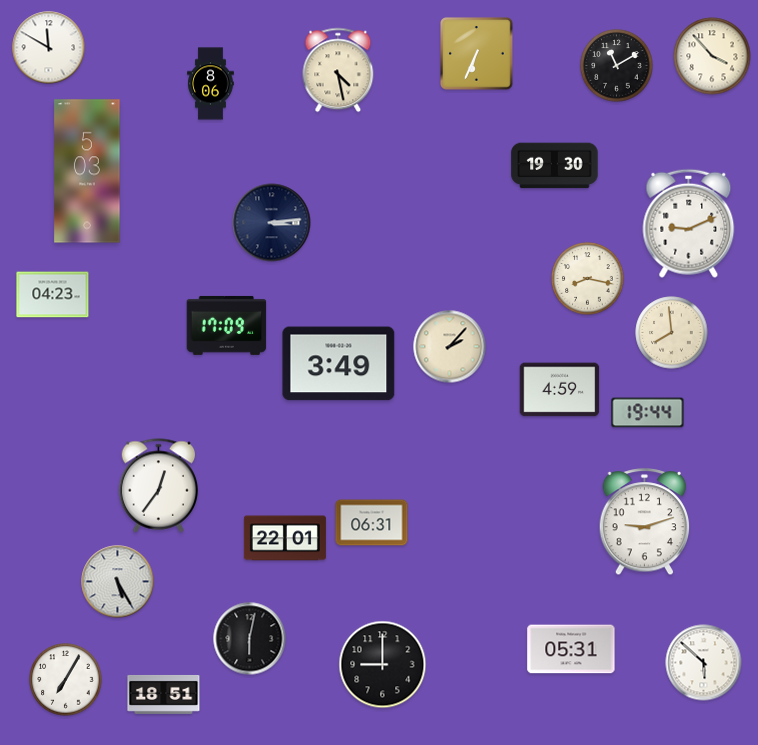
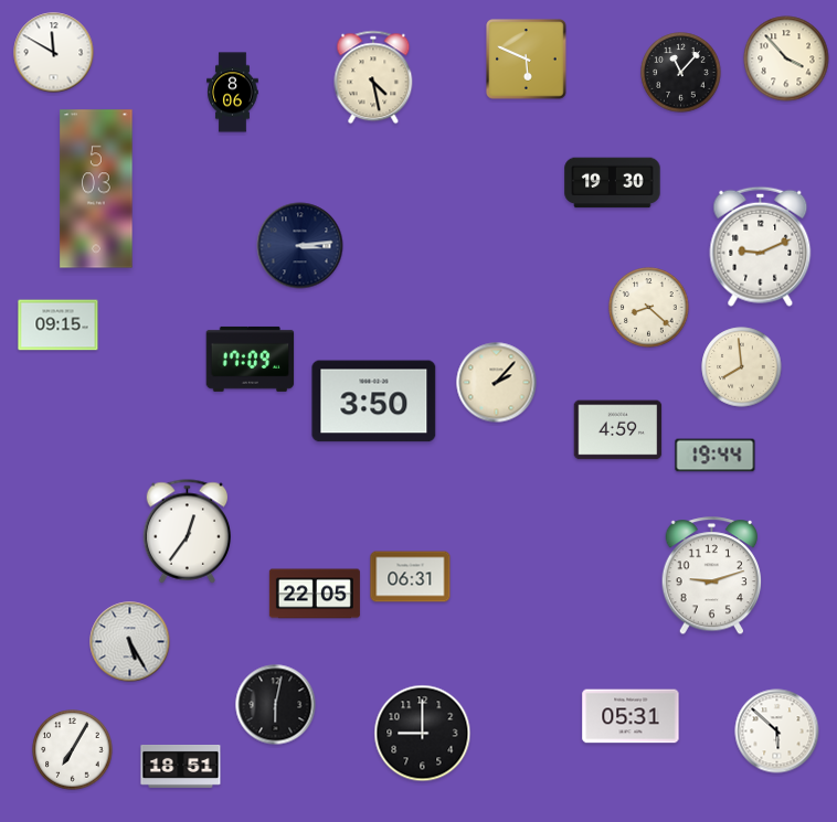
clock at (477, 54): 6:34 -> 5:49
clock at (712, 56) position: (712, 56) -> (786, 58)
clock at (617, 66): 11:10 -> 11:07
clock at (588, 279): 8:17 -> 8:22
clock at (53, 295): 04:23 -> 09:15
clock at (339, 364): 3:49 -> 3:50
clock at (159, 486) position: (159, 486) -> (188, 532)
clock at (285, 538): 22:01 -> 22:05
